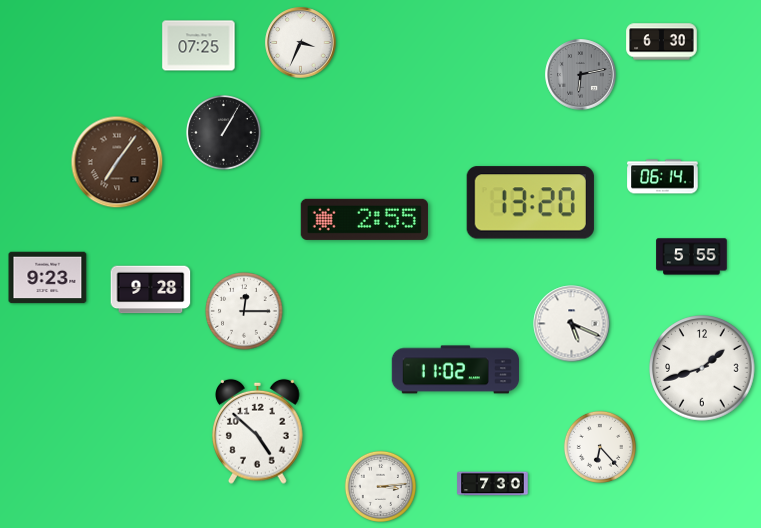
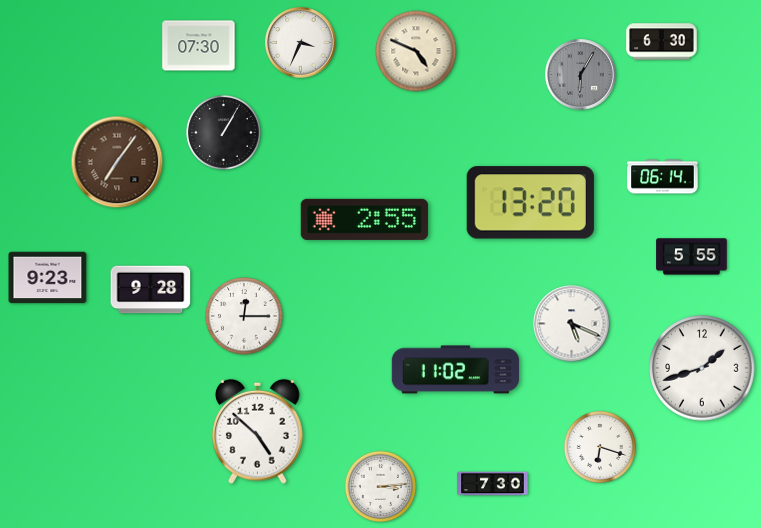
clock at (199, 46): 07:25 -> 07:30
clock at (416, 51): none -> 4:49
clock at (581, 75): 6:13 -> 6:05
clock at (244, 311) position: (244, 311) -> (244, 316)
clock at (600, 447): 6:23 -> 6:18
